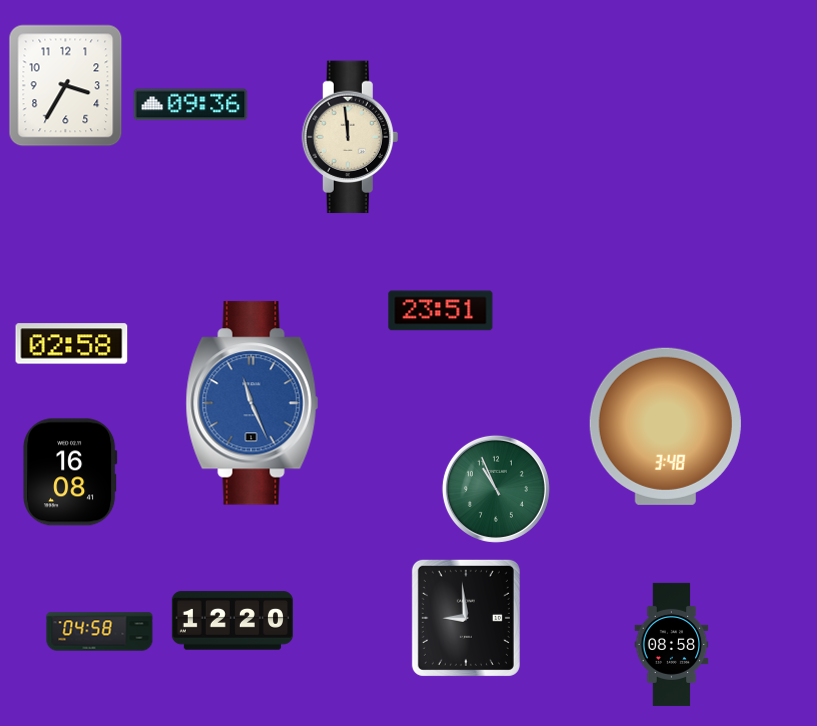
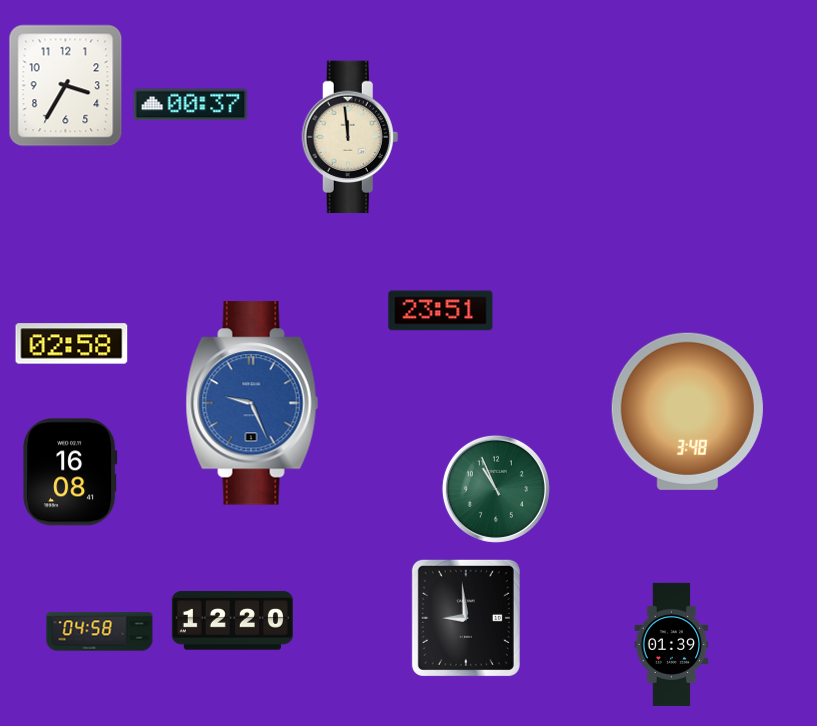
clock at (191, 105): 09:36 -> 00:37
clock at (252, 403): 11:26 -> 9:26
clock at (665, 426) position: (665, 426) -> (687, 411)
clock at (672, 644): 08:58 -> 01:39
